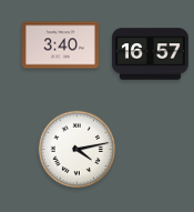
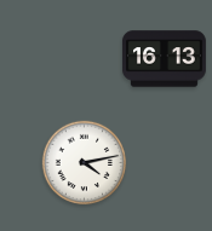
clock at (60, 46): 3:40 -> none
clock at (150, 54): 16:57 -> 16:13
